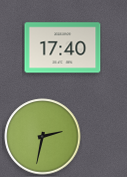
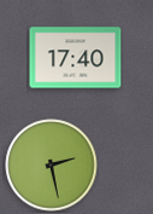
clock at (43, 137): 2:32 -> 2:28
